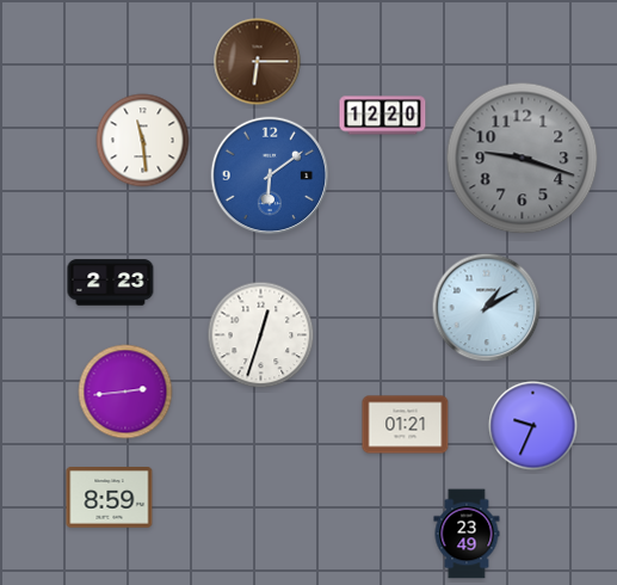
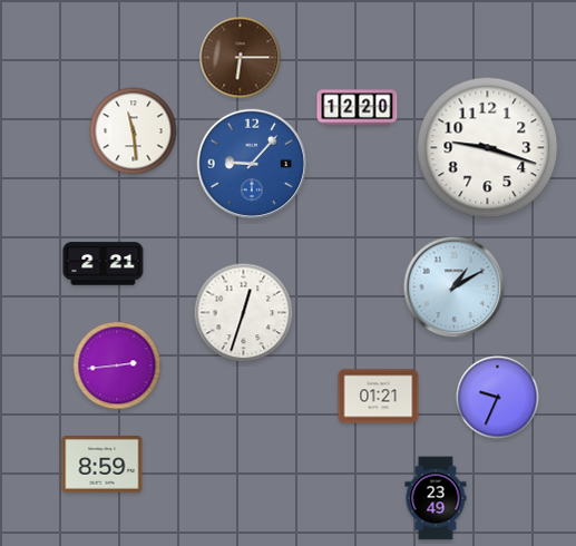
clock at (523, 159) dial: grey -> white
clock at (270, 176): 6:09 -> 9:07
clock at (111, 283): 2:23 -> 2:21
